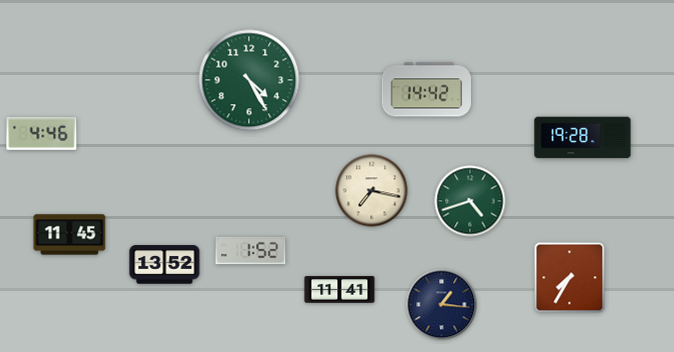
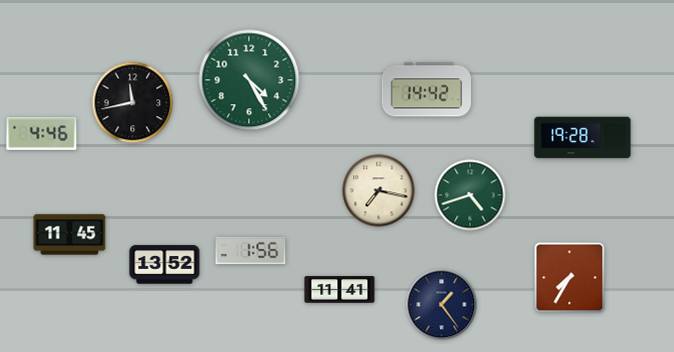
clock at (133, 103): none -> 11:43
clock at (372, 191) position: (372, 191) -> (379, 191)
clock at (470, 201) position: (470, 201) -> (470, 195)
clock at (251, 251): 1:52 -> 1:56
clock at (442, 305): 1:16 -> 1:24
